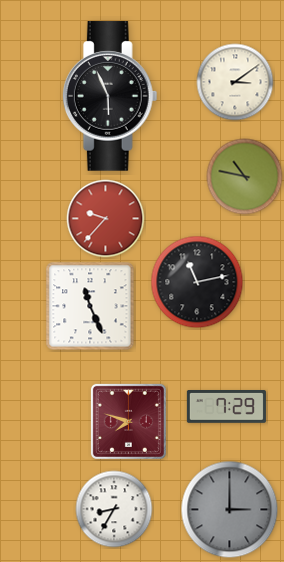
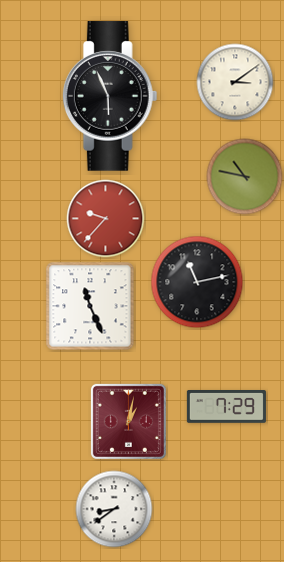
clock at (128, 421): 7:48 -> 1:02
clock at (114, 509): 8:35 -> 8:39
clock at (230, 510): 3:00 -> none
